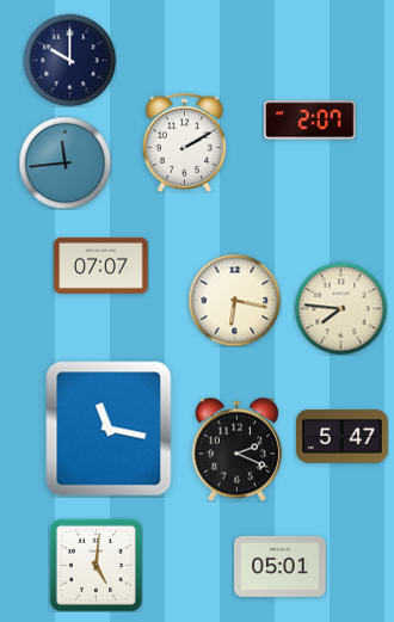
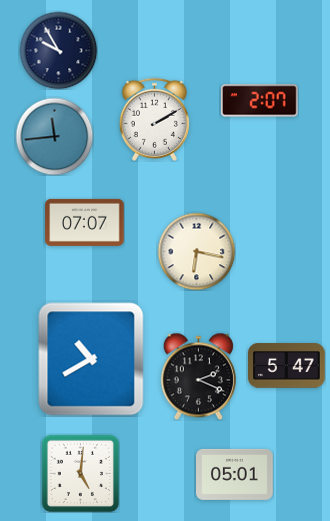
clock at (69, 60): 10:00 -> 9:55
clock at (340, 308): 7:46 -> none
clock at (109, 429): 11:17 -> 10:40
